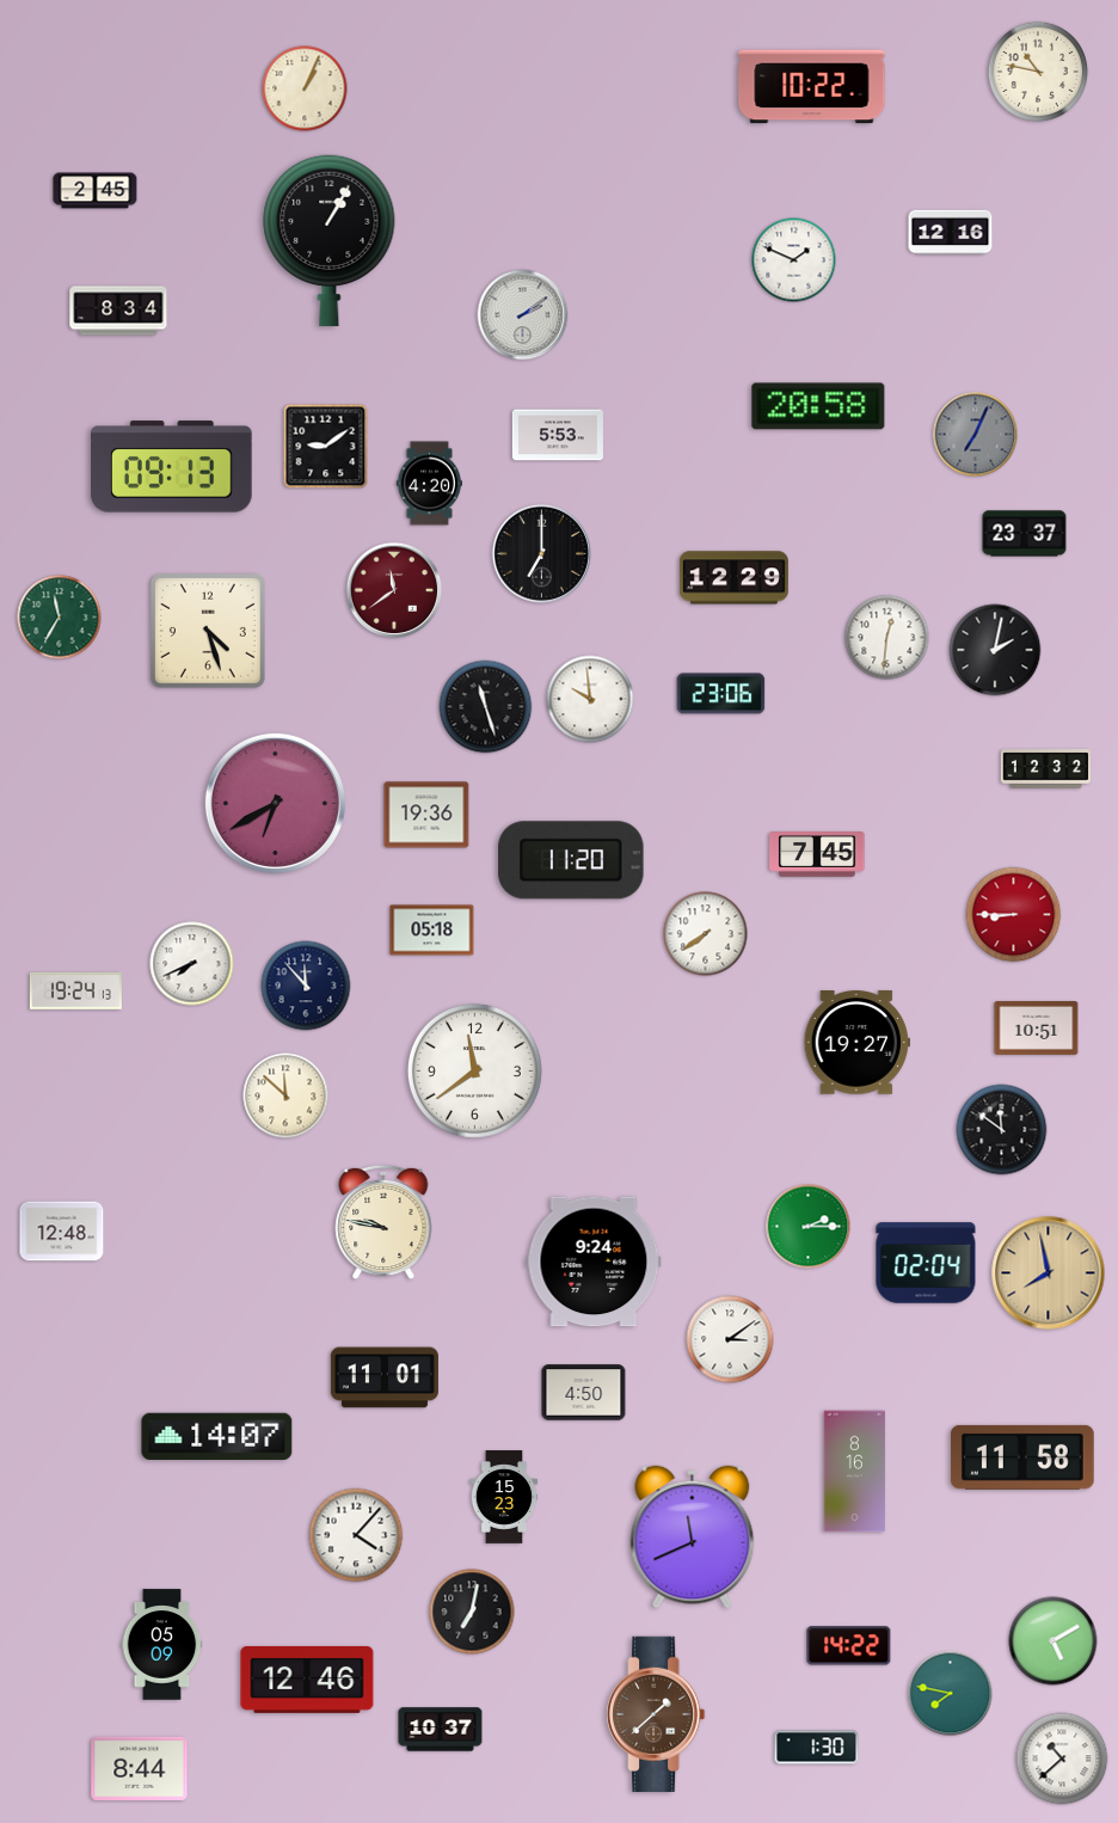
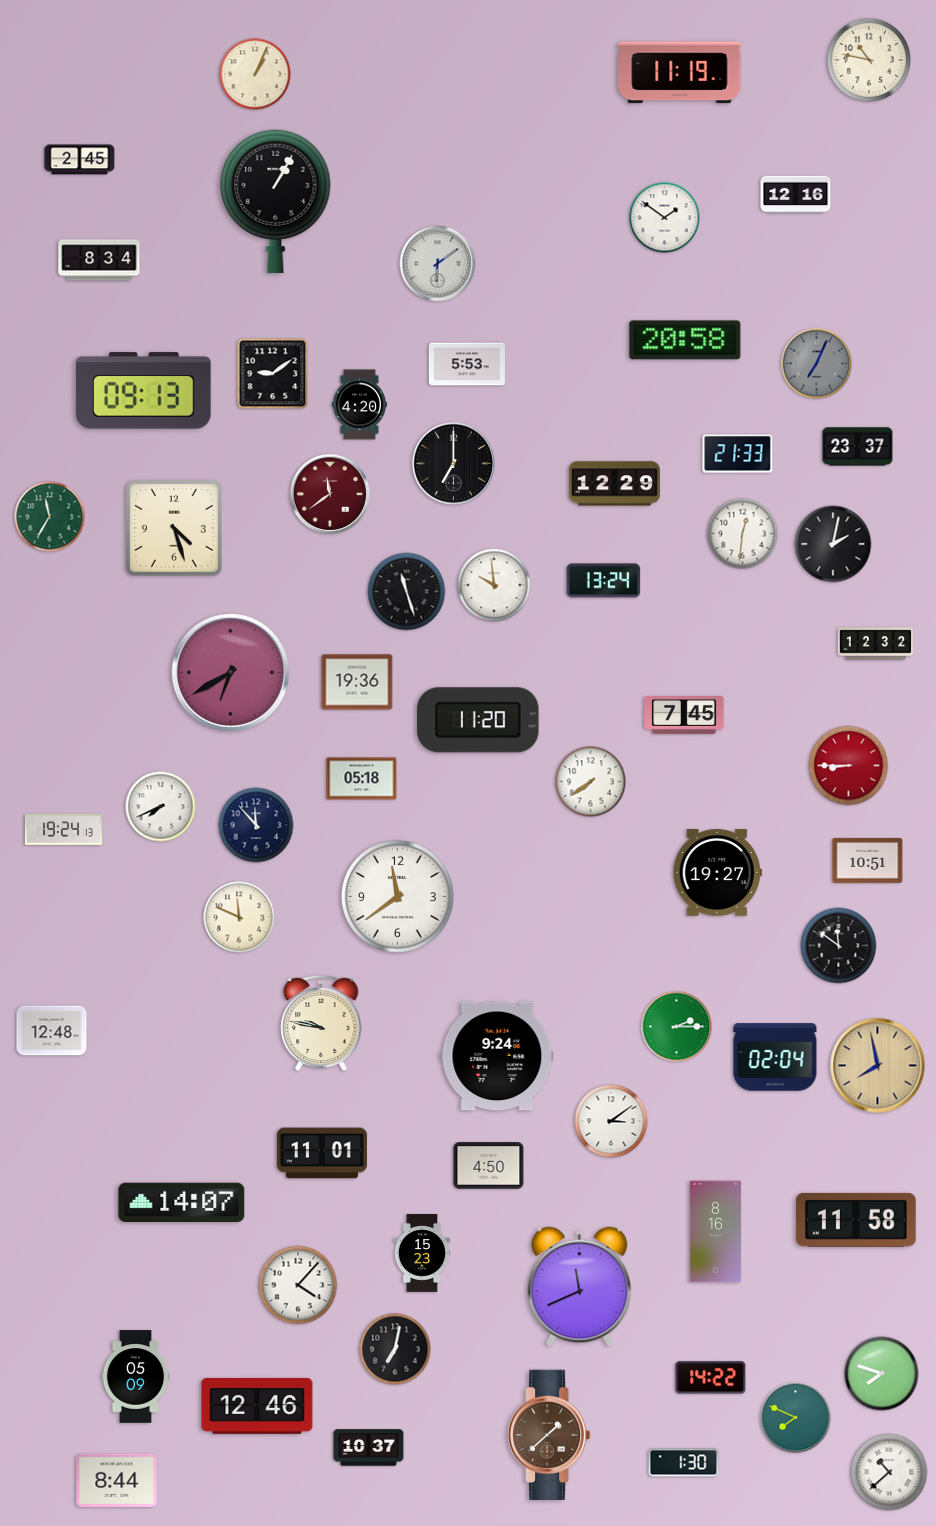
clock at (812, 87): 10:22 -> 11:19
clock at (794, 260): 1:49 -> 1:51
clock at (523, 315): 2:09 -> 6:09
clock at (738, 454): none -> 21:33
clock at (721, 694): 23:06 -> 13:24
clock at (285, 1095): 11:52 -> 11:49
clock at (1053, 1641): 5:10 -> 7:48
clock at (951, 1694): 7:47 -> 7:49
